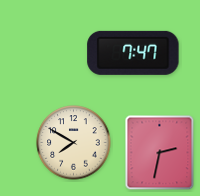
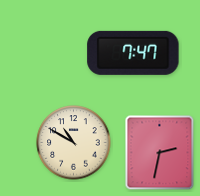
clock at (74, 143): 7:50 -> 10:50
